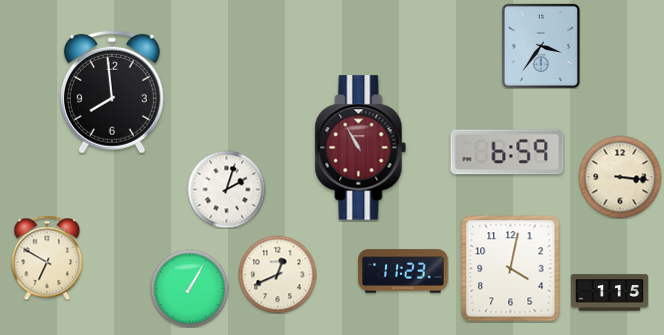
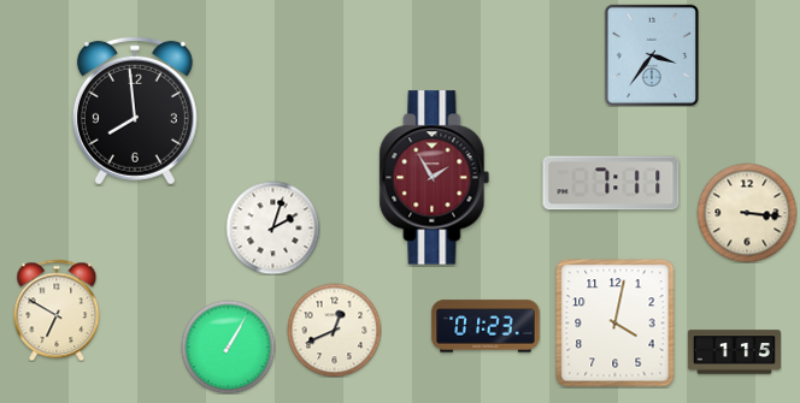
clock at (361, 148): 10:55 -> 1:55
clock at (507, 152): 6:59 -> 7:11
clock at (403, 271): 11:23 -> 01:23
